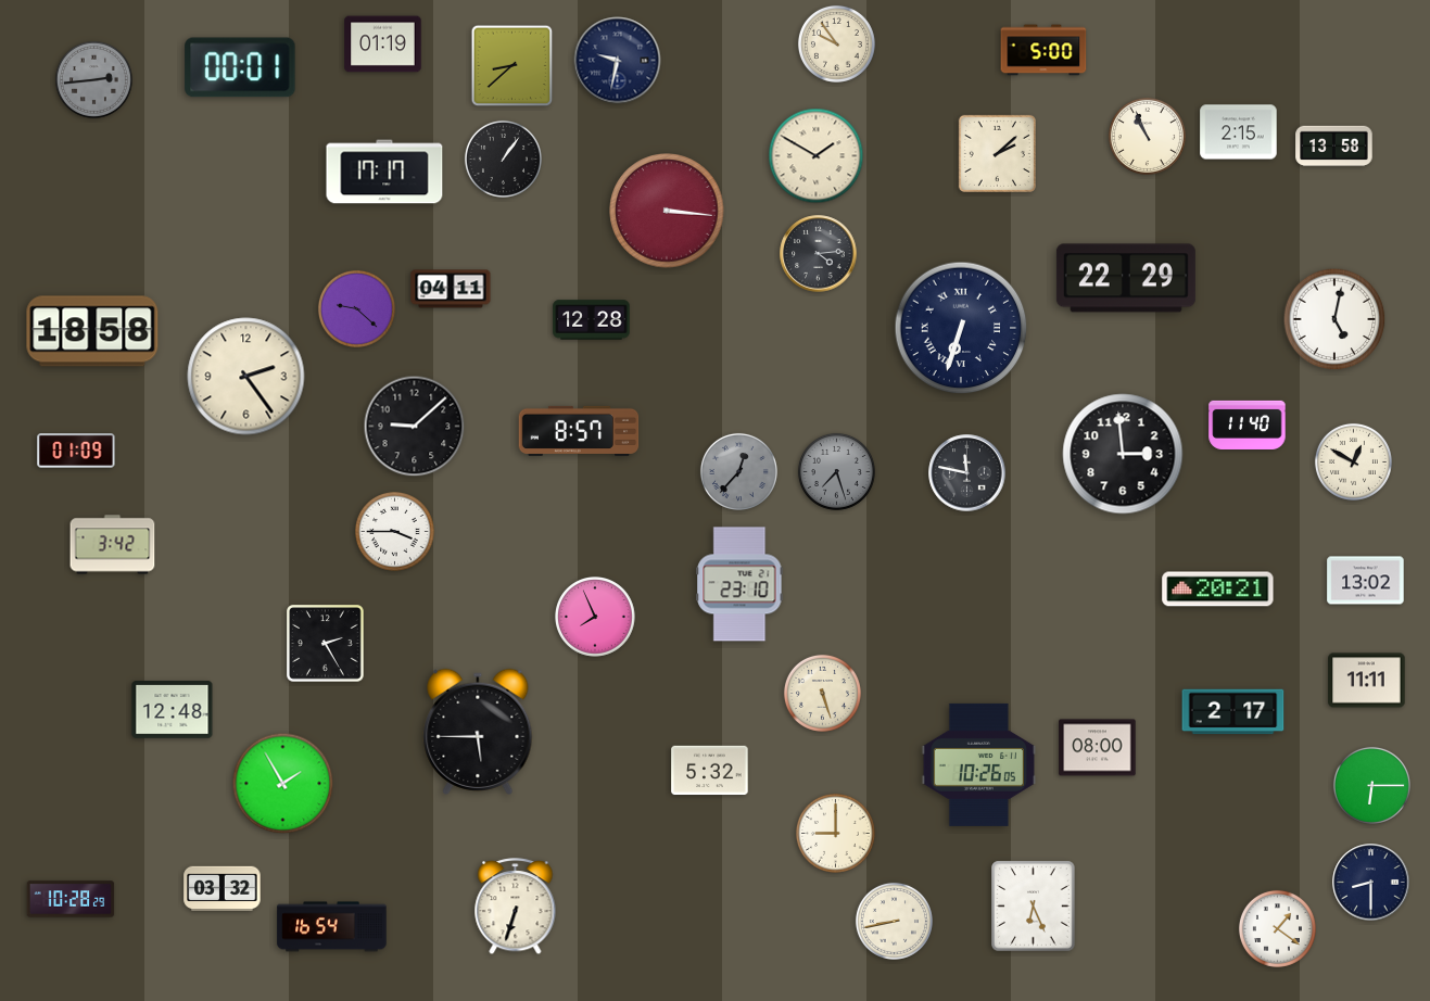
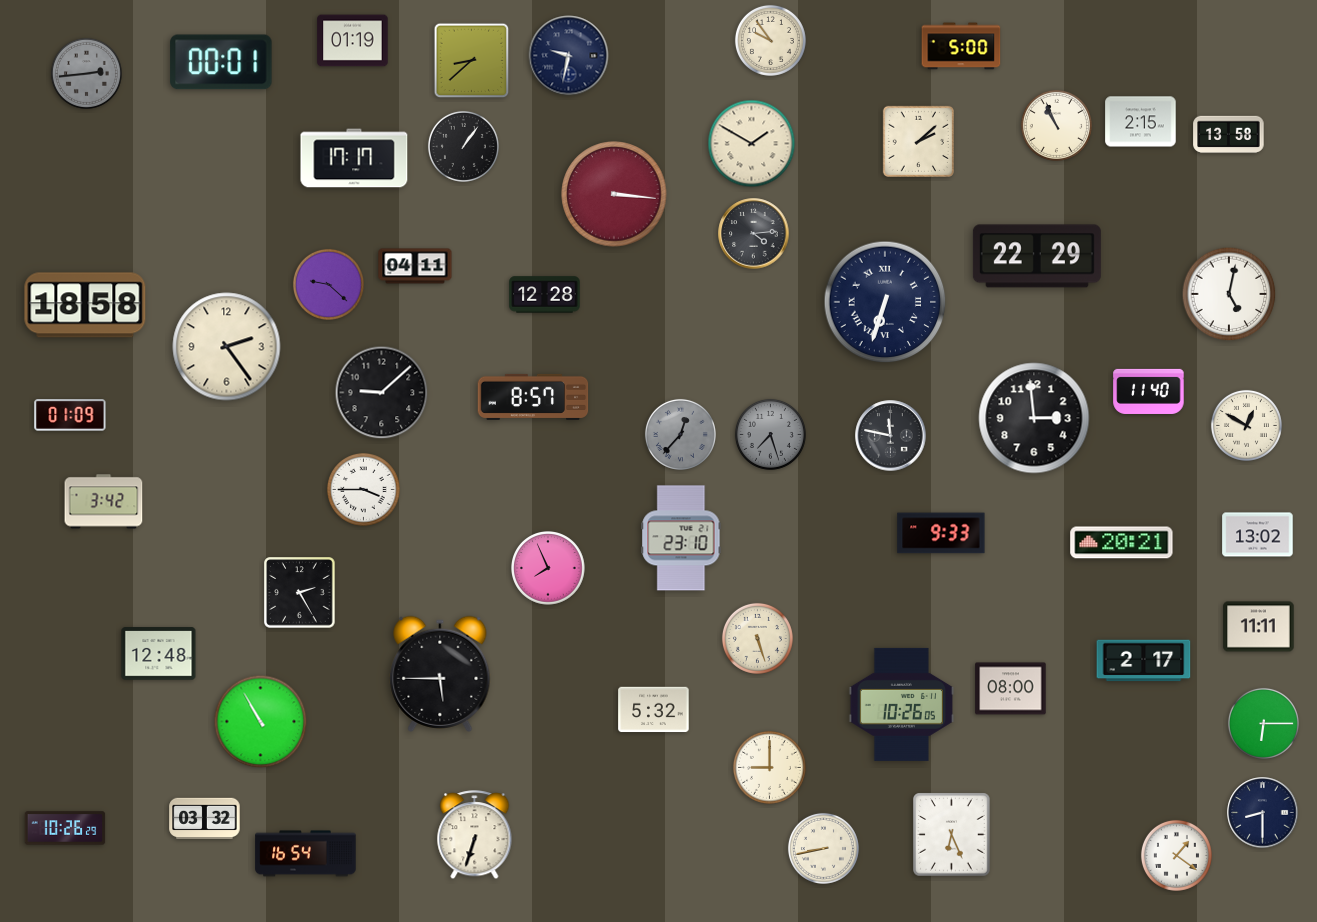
clock at (941, 533): none -> 9:33
clock at (1233, 712) position: (1233, 712) -> (1144, 661)
clock at (283, 784): 1:55 -> 10:55
clock at (71, 899): 10:28 -> 10:26
